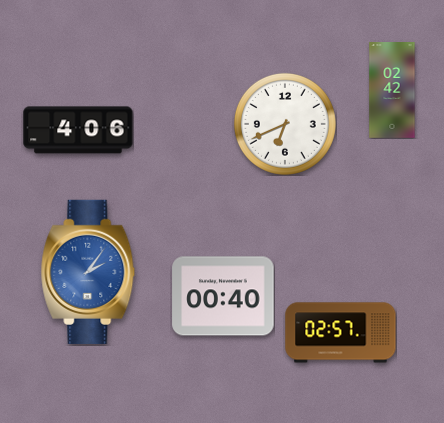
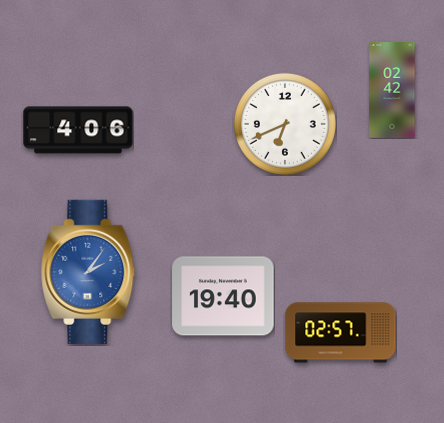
clock at (223, 296): 00:40 -> 19:40
